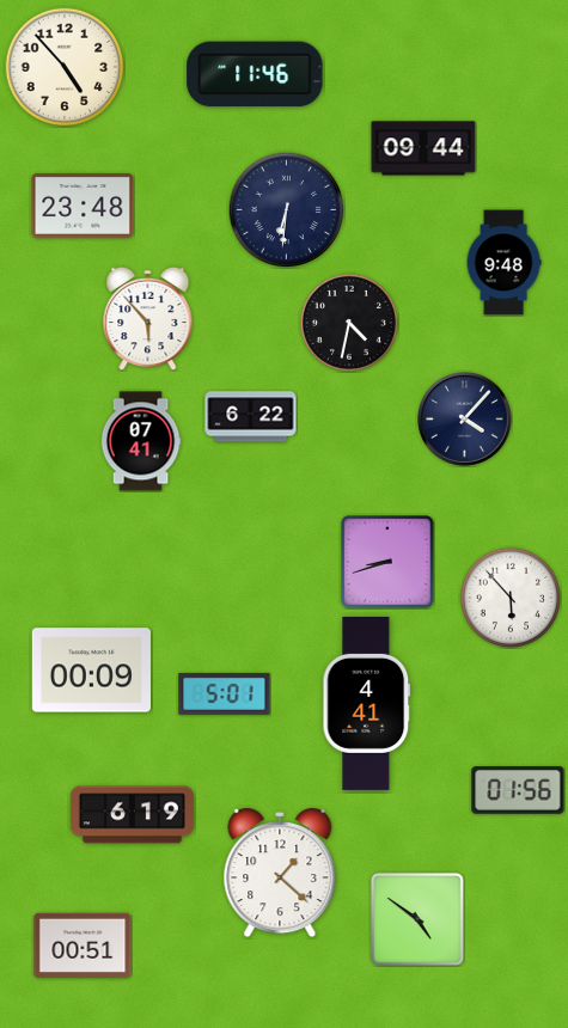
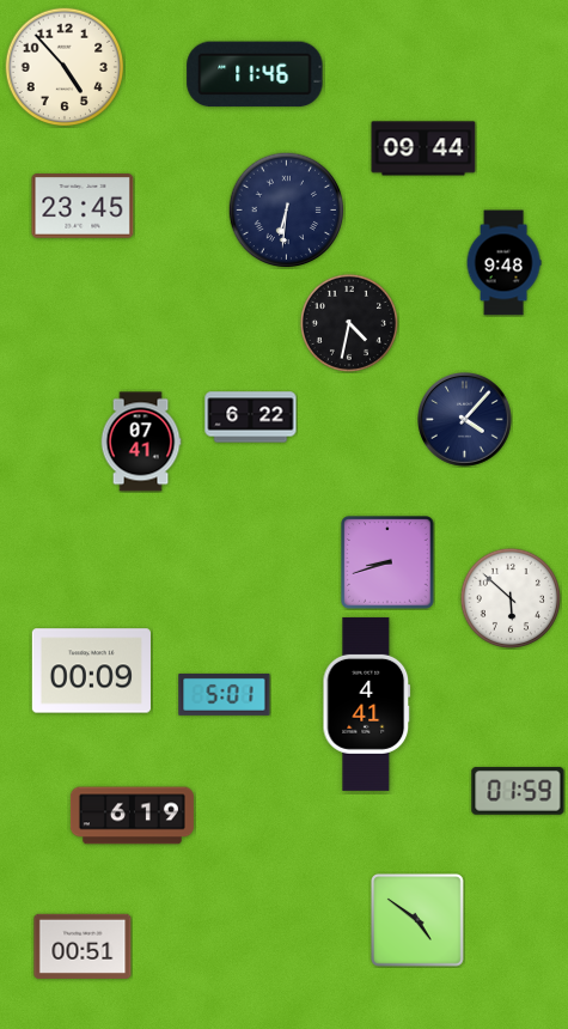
clock at (83, 206): 23:48 -> 23:45
clock at (148, 318): 5:53 -> none
clock at (511, 598): 5:53 -> 5:52
clock at (518, 790): 01:56 -> 01:59
clock at (280, 873): 1:22 -> none
